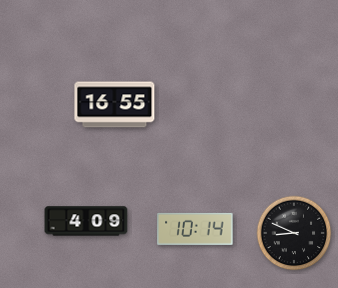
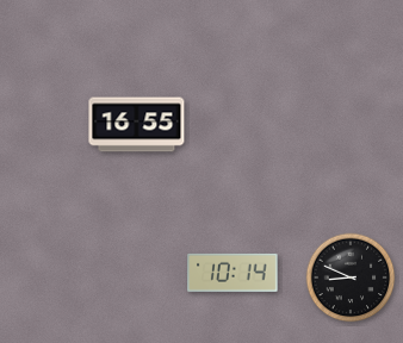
clock at (86, 221): 4:09 -> none
